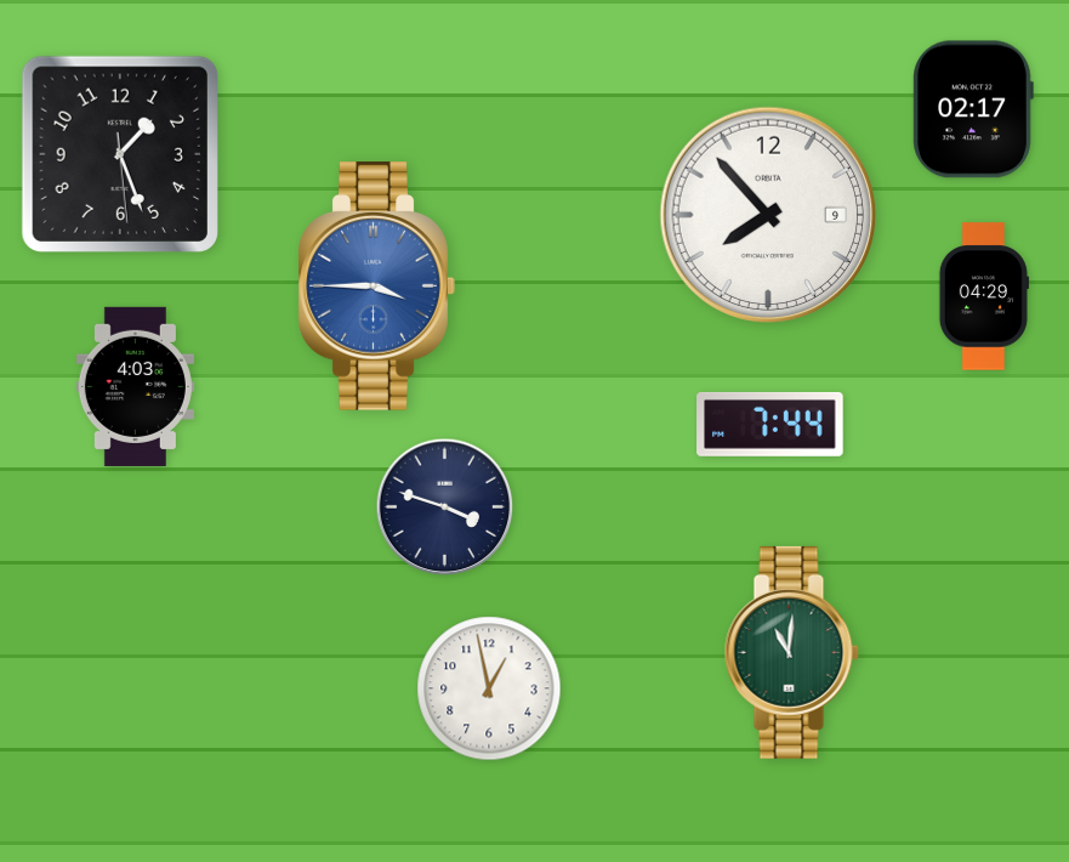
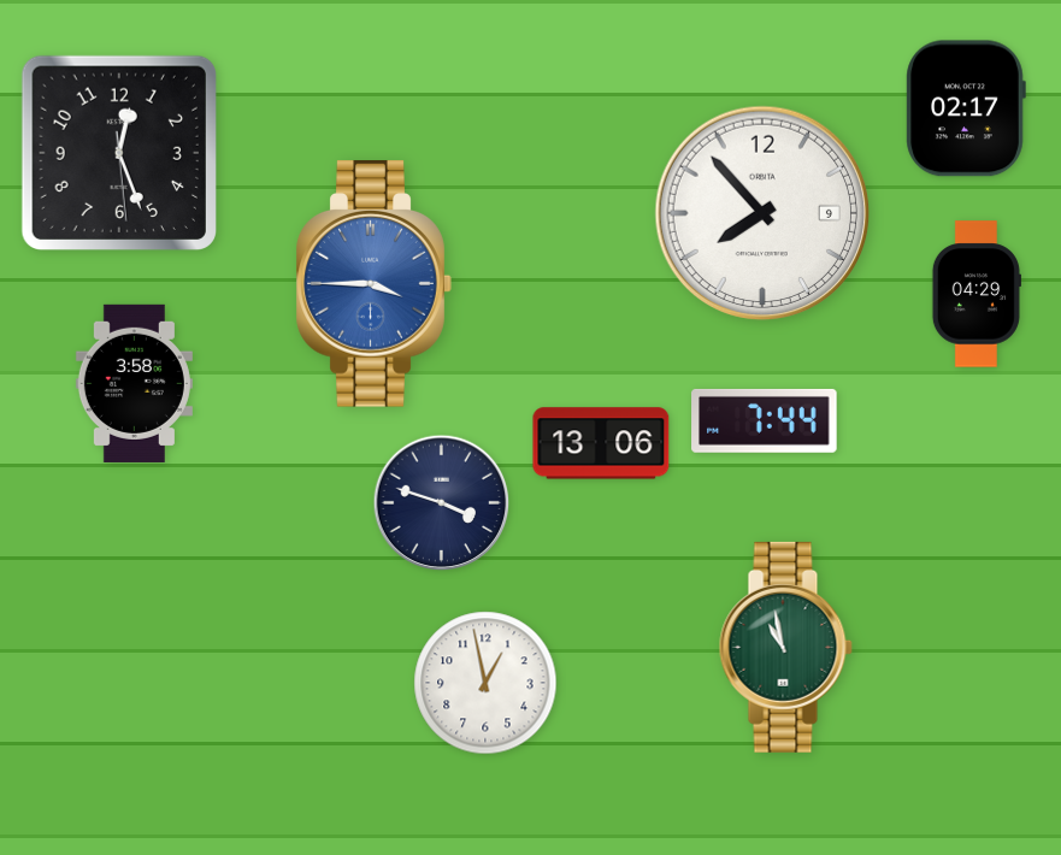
clock at (120, 154): 1:26 -> 12:26
clock at (135, 386): 4:03 -> 3:58
clock at (601, 443): none -> 13:06
clock at (791, 652): 11:01 -> 10:58
